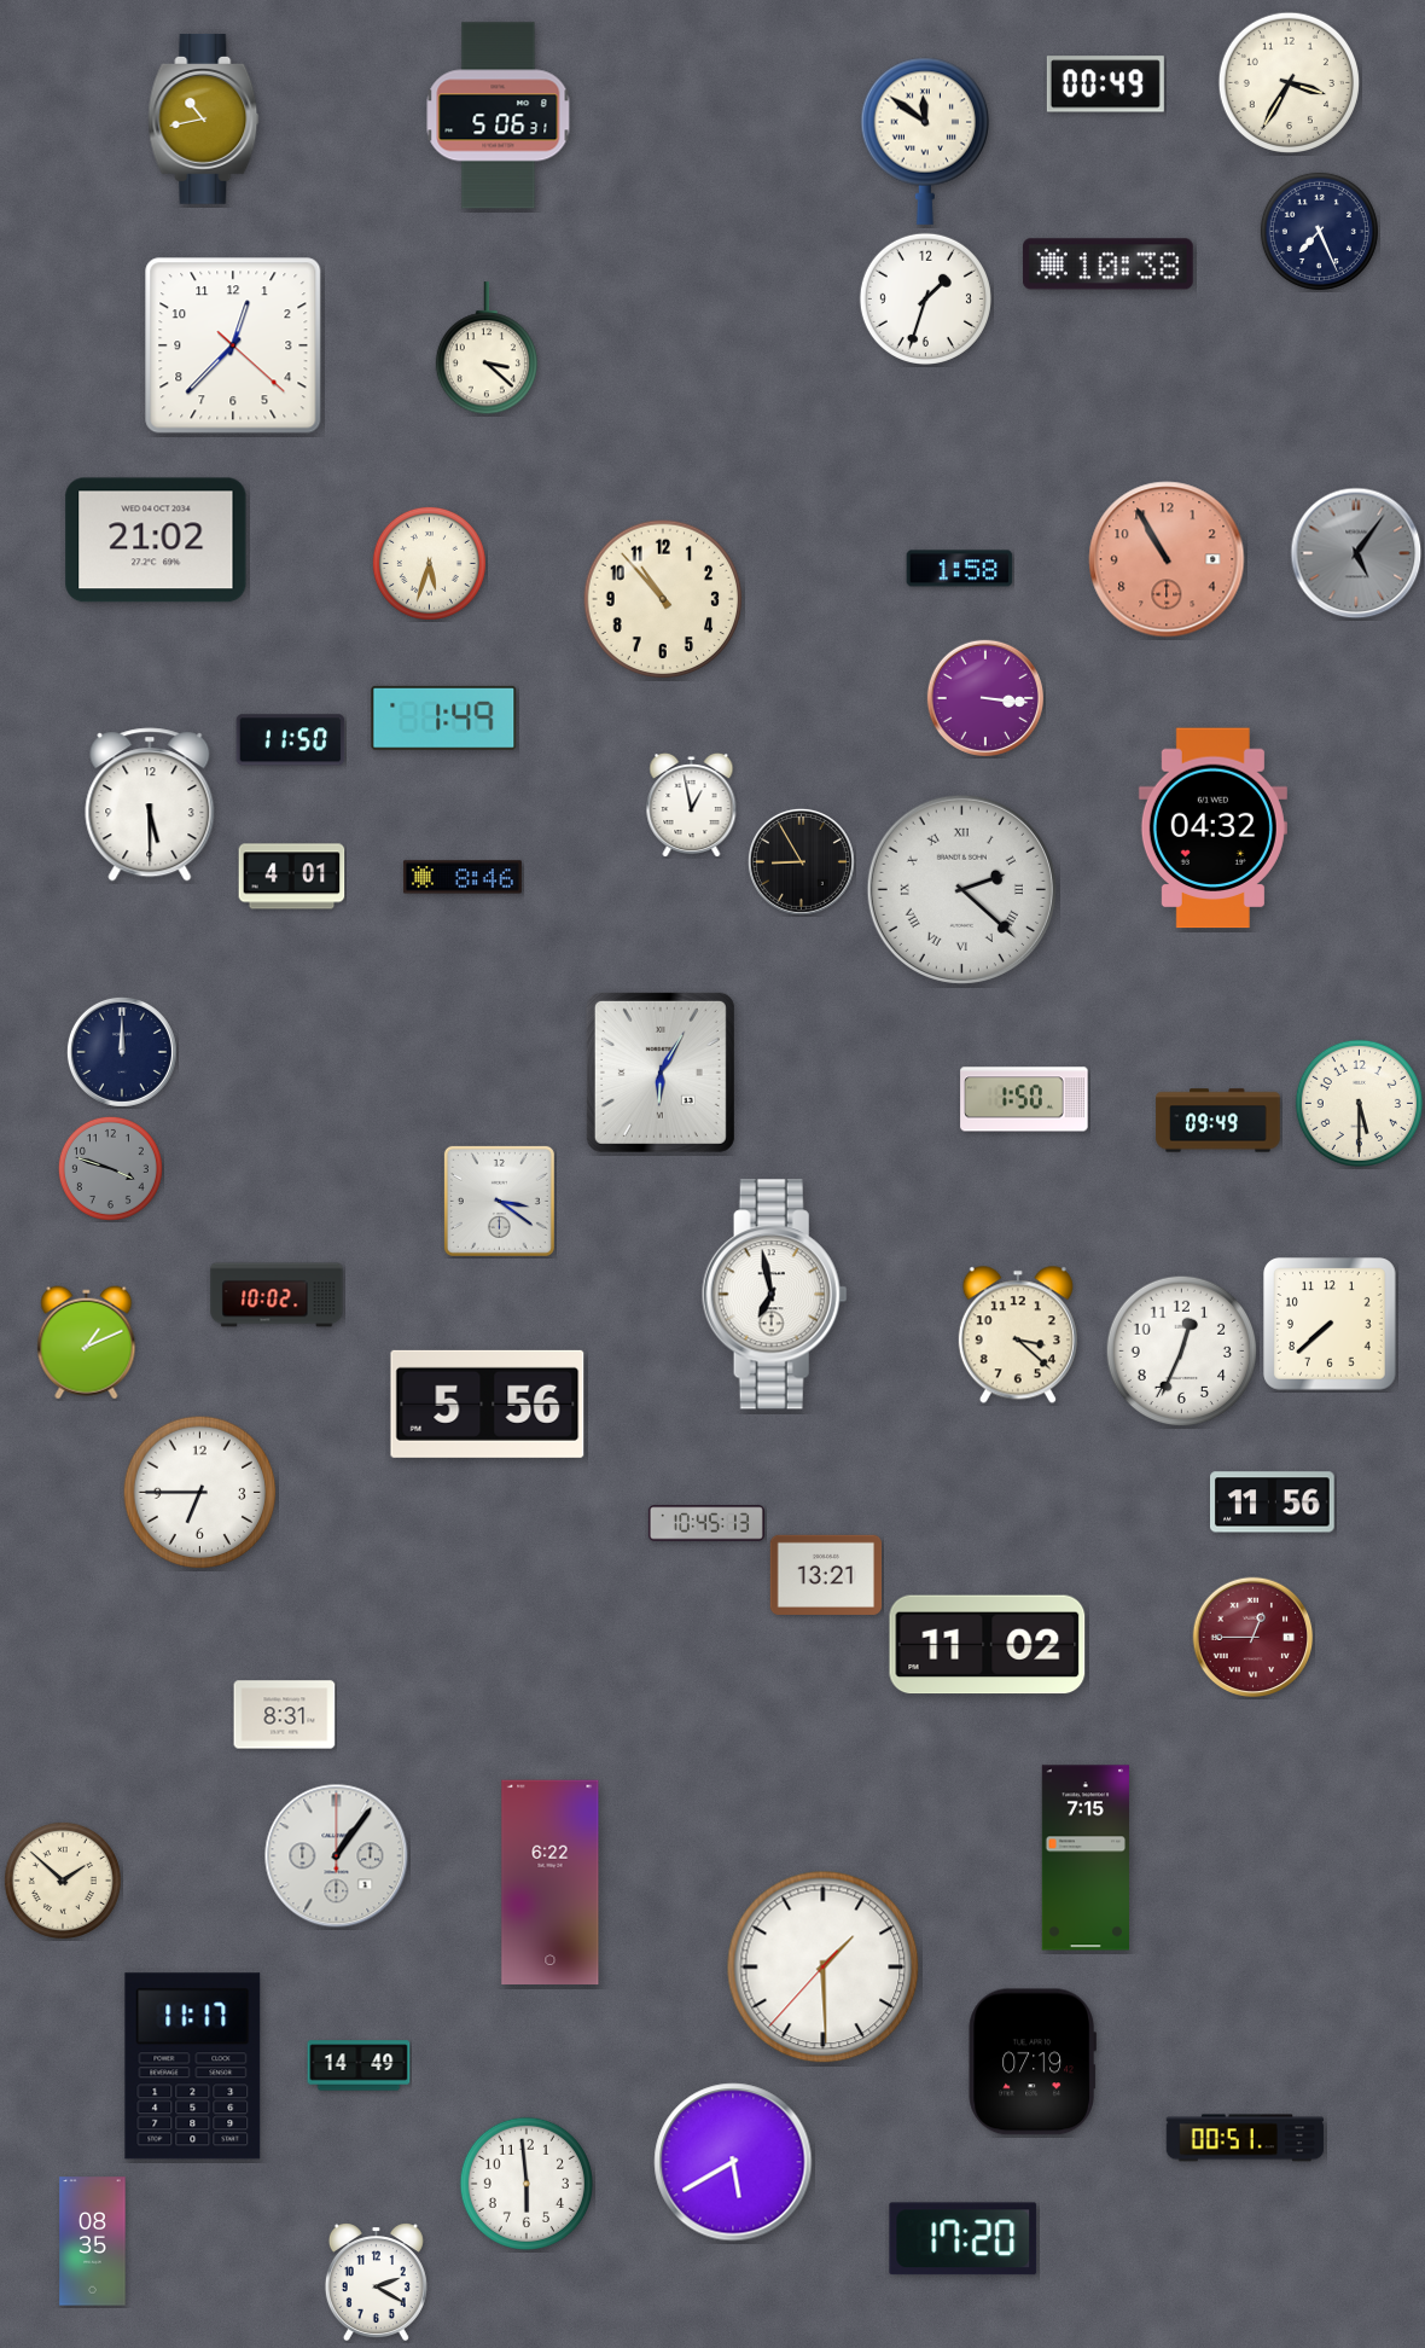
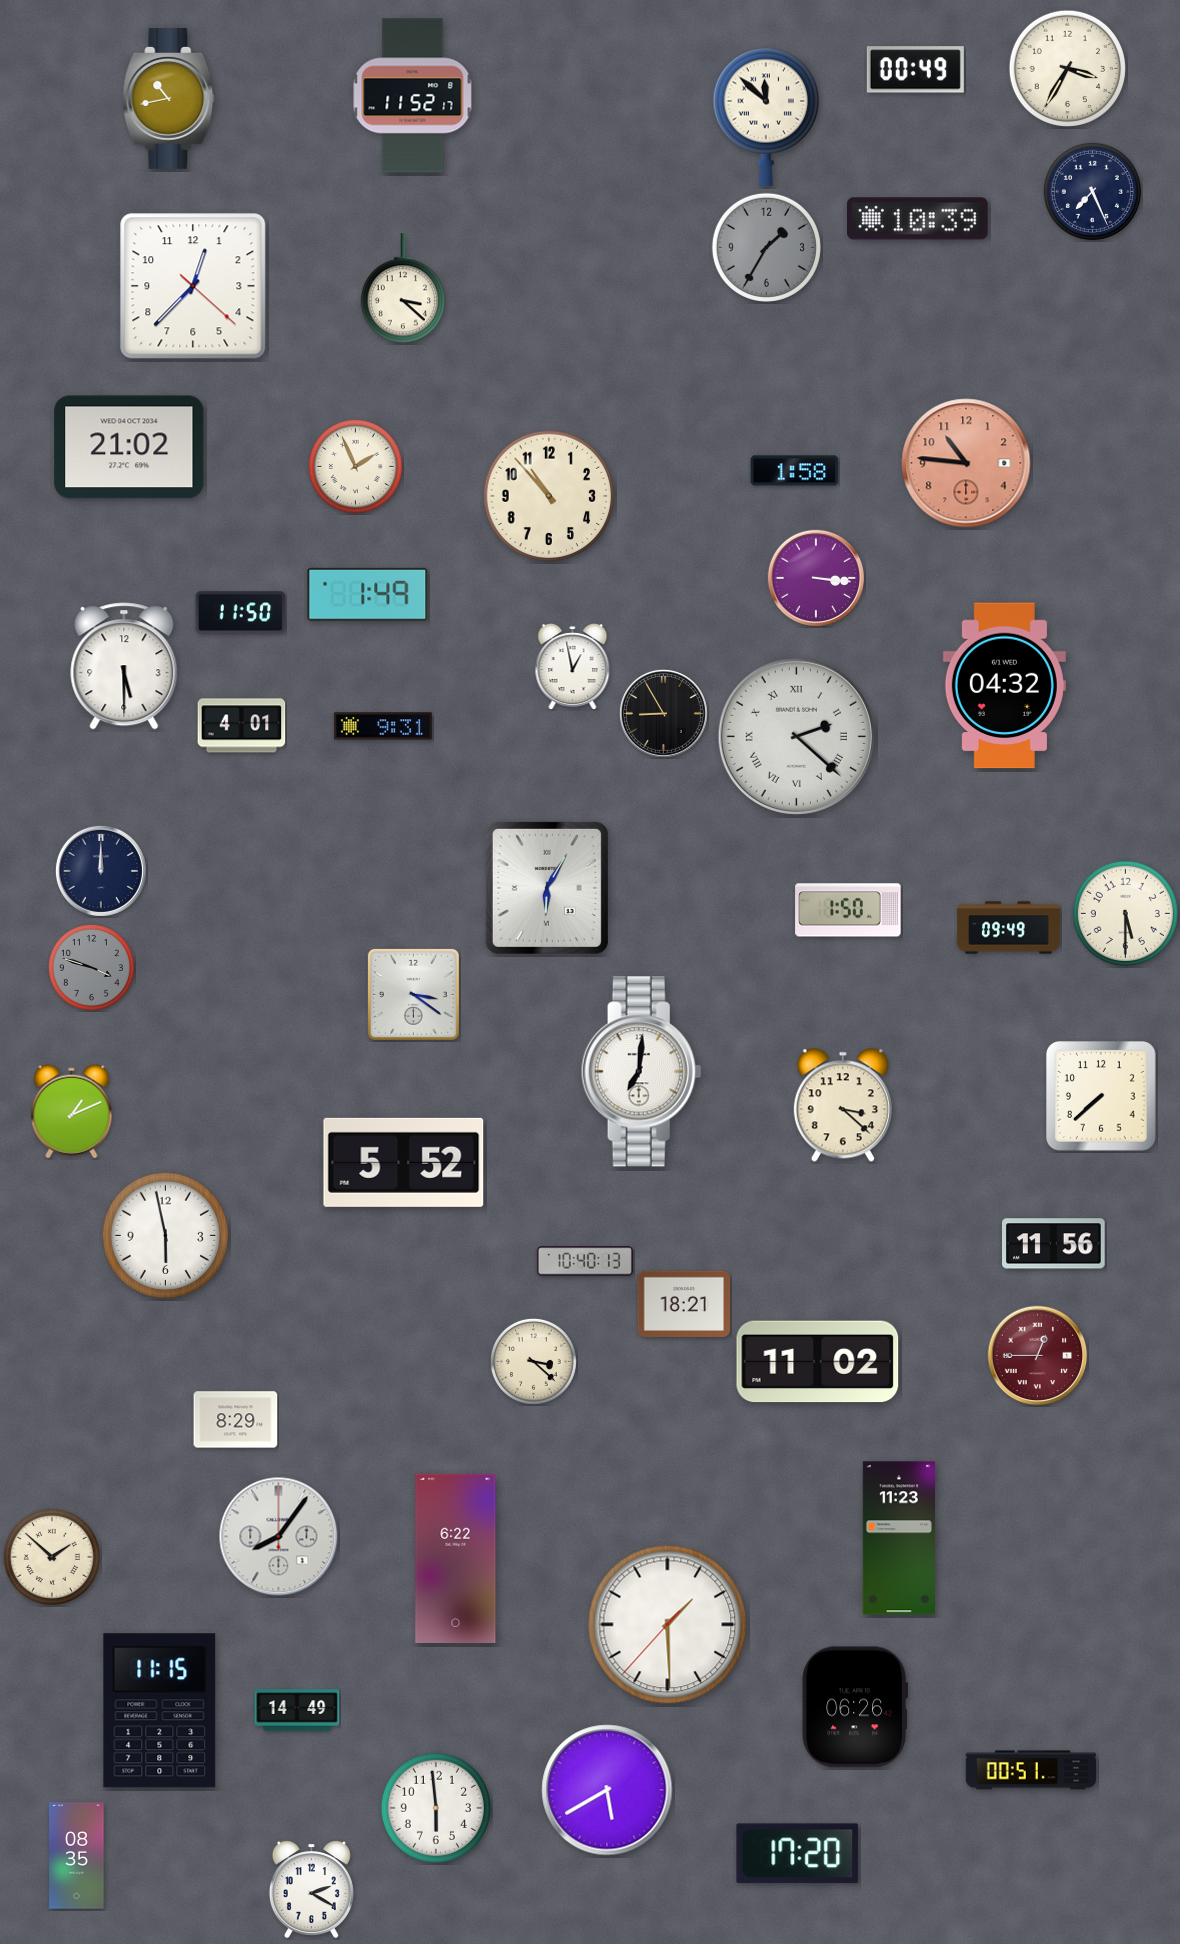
clock at (499, 116): 5:06 -> 11:52
clock at (925, 141): 11:51 -> 11:52
clock at (1107, 265): 10:38 -> 10:39
clock at (925, 298): 1:33 -> 1:35
clock at (925, 298) dial: white -> grey
clock at (1356, 553): 5:06 -> none
clock at (1167, 559): 10:55 -> 10:46
clock at (429, 563): 5:33 -> 1:56
clock at (463, 877): 8:46 -> 9:31
clock at (277, 1295): 10:02 -> none
clock at (774, 1295): 6:58 -> 7:01
clock at (1182, 1352): 12:34 -> none
clock at (488, 1403): 5:56 -> 5:52
clock at (200, 1493): 6:45 -> 5:58
clock at (706, 1523): 10:45 -> 10:40
clock at (826, 1575): 13:21 -> 18:21
clock at (533, 1361): none -> 3:22
clock at (285, 1715): 8:31 -> 8:29
clock at (337, 1856): 1:06 -> 8:06
clock at (1084, 1858): 7:15 -> 11:23
clock at (824, 1968) position: (824, 1968) -> (668, 1625)
clock at (1033, 2062): 07:19 -> 06:26
clock at (193, 2067): 11:17 -> 11:15
